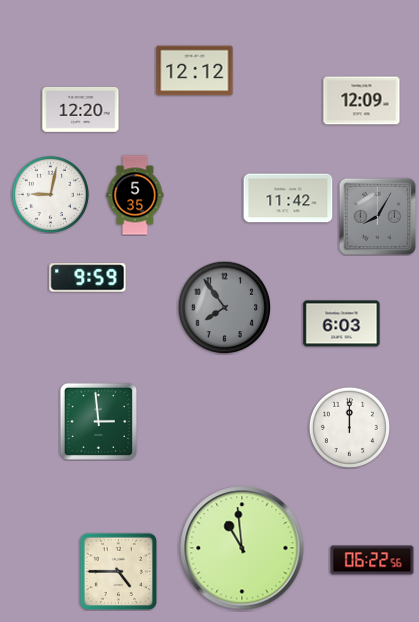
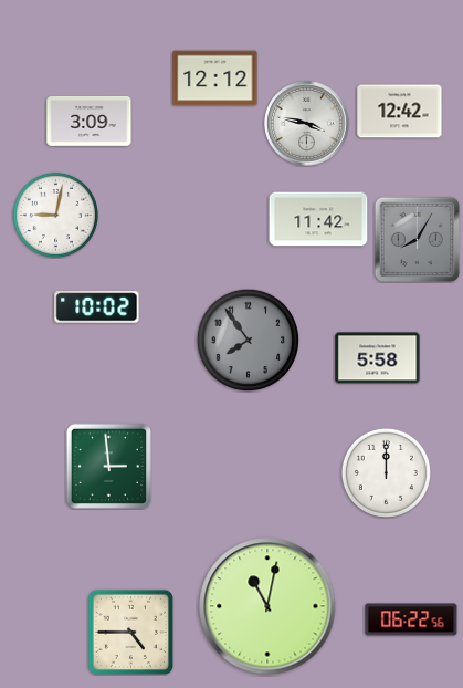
clock at (362, 101): 12:09 -> 12:42
clock at (81, 109): 12:20 -> 3:09
clock at (307, 124): none -> 3:47
clock at (135, 195): 5:35 -> none
clock at (88, 278): 9:59 -> 10:02
clock at (342, 324): 6:03 -> 5:58
clock at (242, 548): 10:59 -> 11:02
